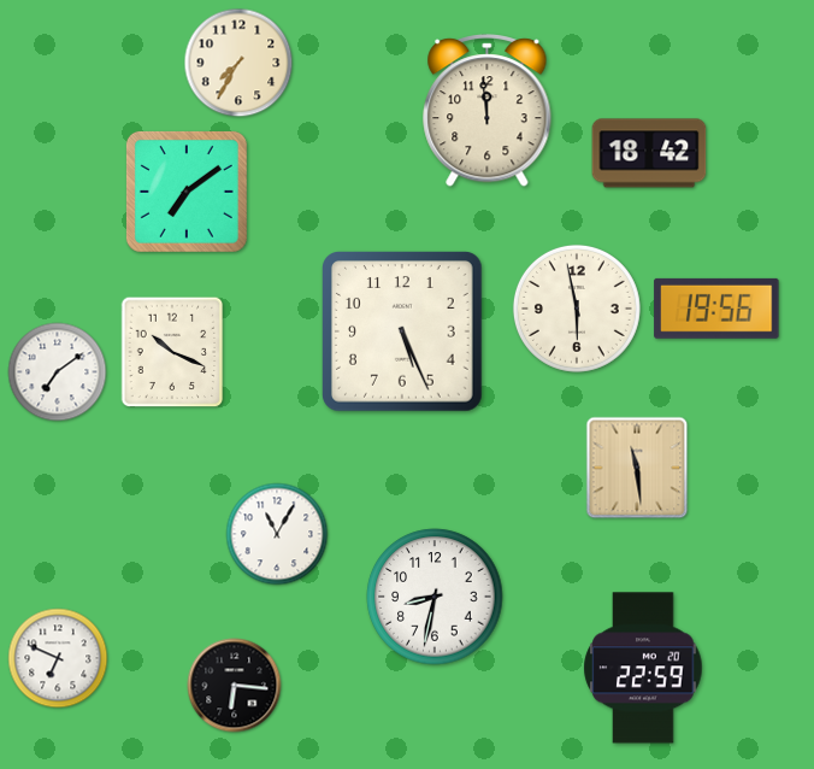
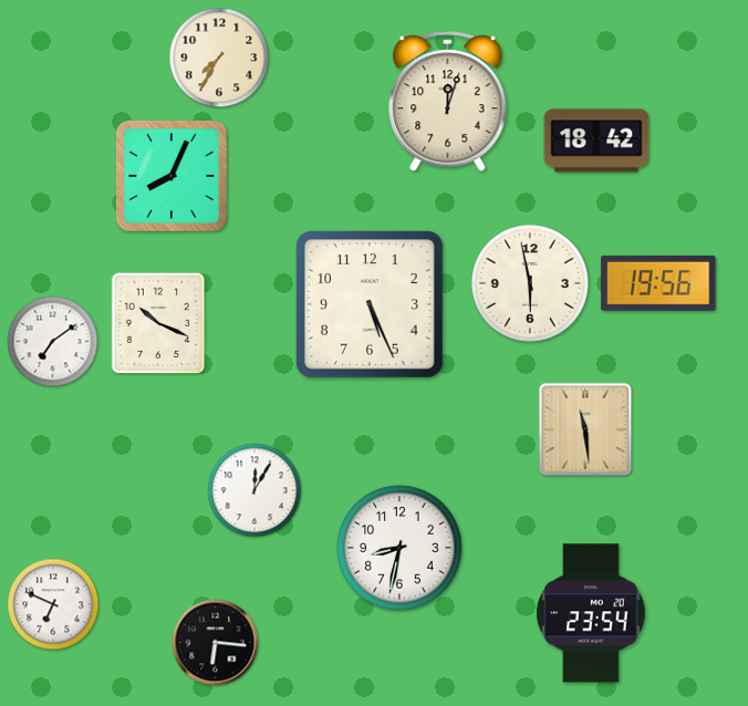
clock at (488, 111): 11:59 -> 12:03
clock at (187, 192): 7:09 -> 8:04
clock at (277, 534): 11:05 -> 12:05
clock at (643, 668): 22:59 -> 23:54
clock at (235, 686) position: (235, 686) -> (216, 643)
